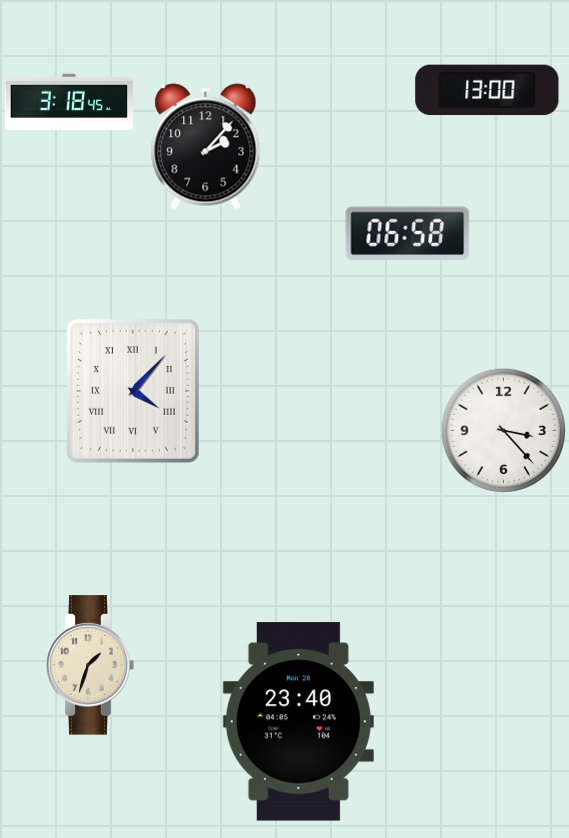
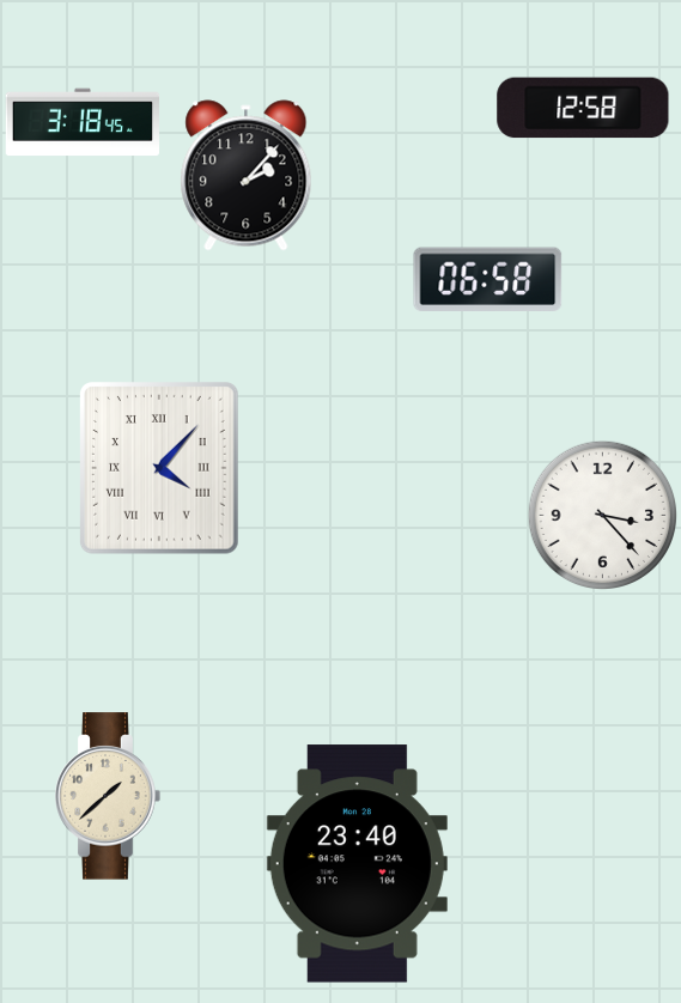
clock at (487, 90): 13:00 -> 12:58
clock at (90, 665): 1:33 -> 1:38
